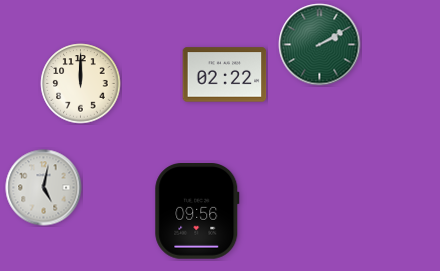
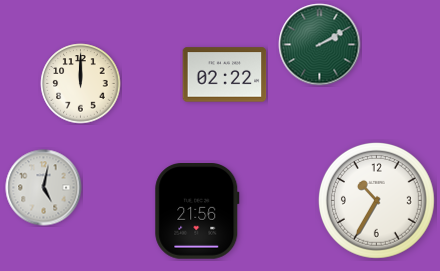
clock at (376, 200): none -> 10:35
clock at (197, 212): 09:56 -> 21:56
